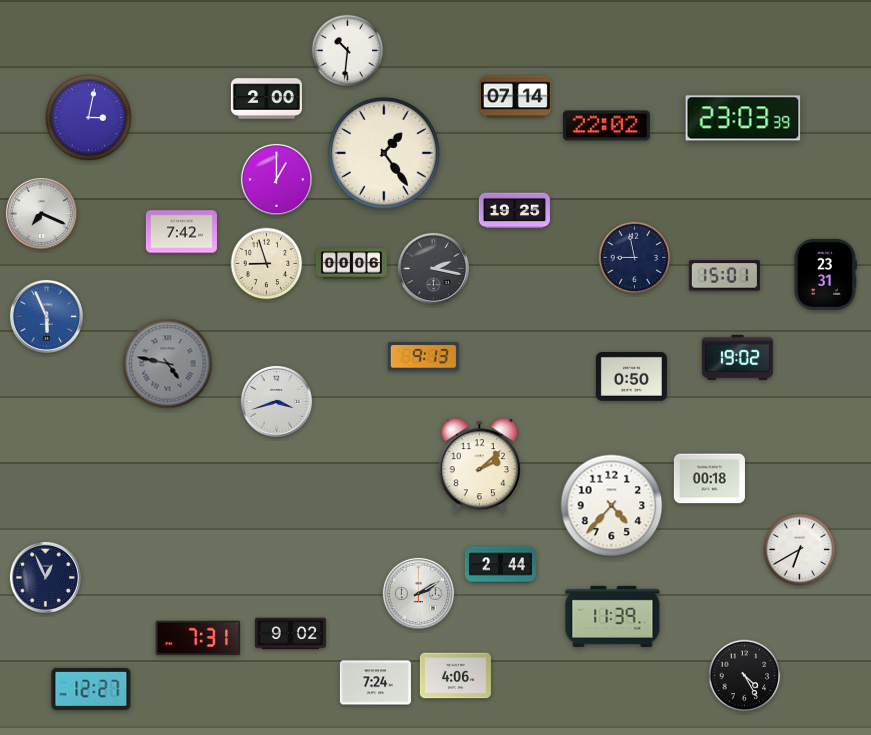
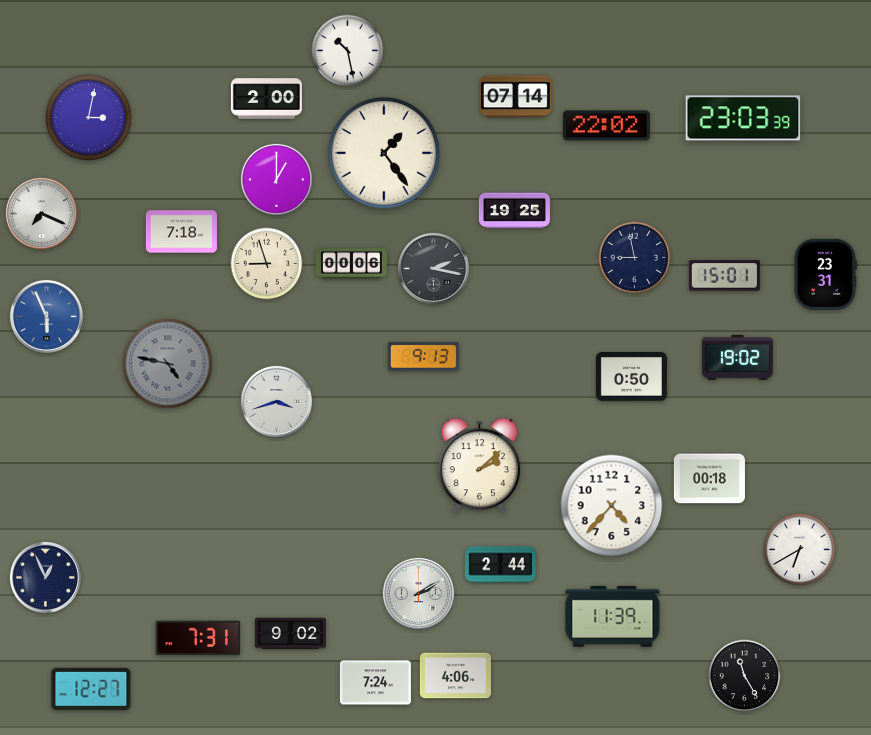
clock at (348, 51): 10:31 -> 10:28
clock at (181, 232): 7:42 -> 7:18
clock at (745, 676): 4:25 -> 11:25
